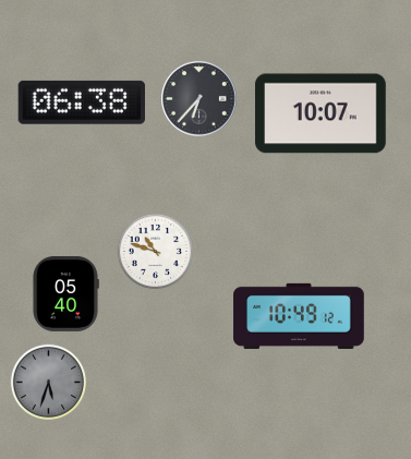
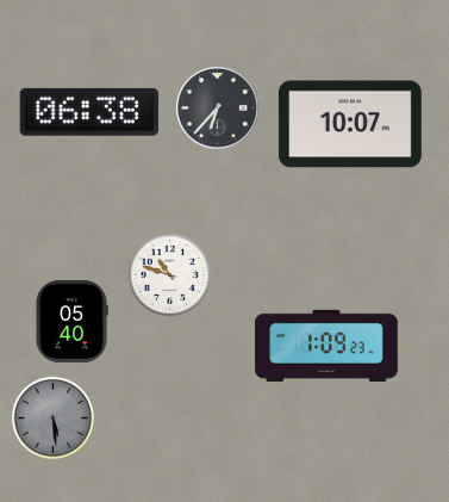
clock at (299, 316): 10:49 -> 1:09
clock at (49, 383): 5:33 -> 5:29
